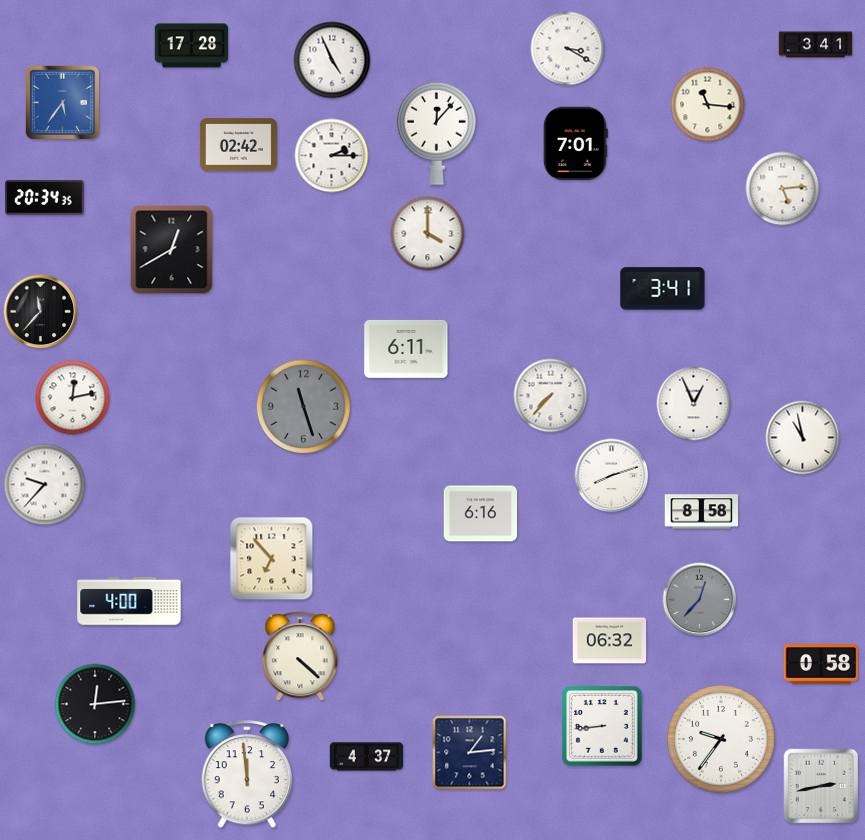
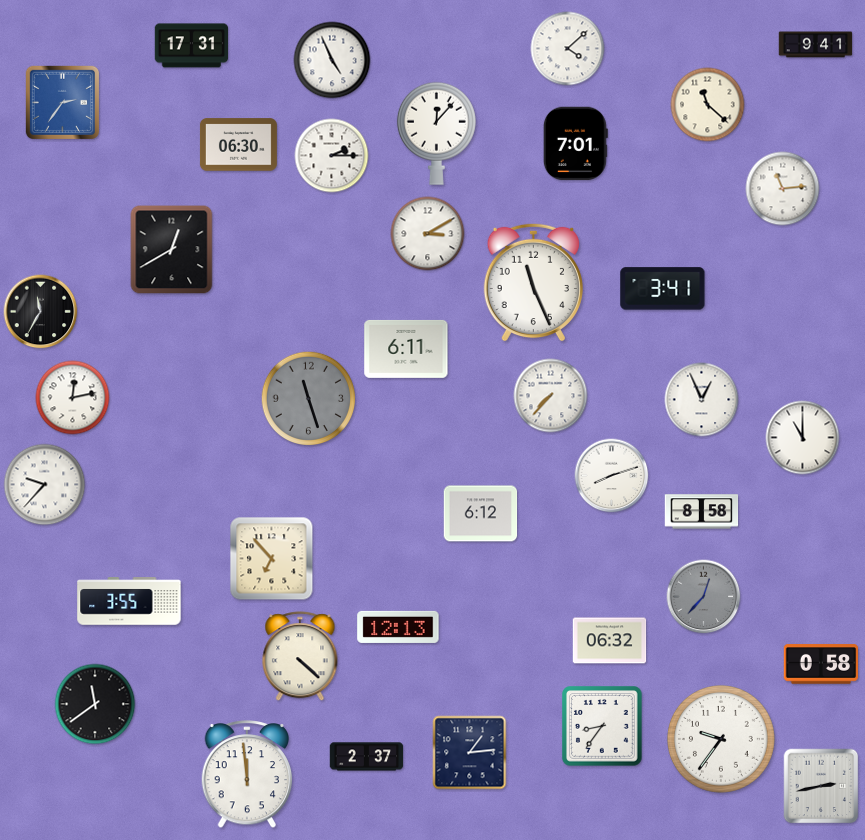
clock at (816, 45): 3:41 -> 9:41
clock at (192, 46): 17:28 -> 17:31
clock at (568, 49): 3:20 -> 4:08
clock at (62, 102): 5:36 -> 2:36
clock at (708, 105): 11:16 -> 11:22
clock at (238, 145): 02:42 -> 06:30
clock at (783, 189): 5:14 -> 11:14
clock at (45, 198): 20:34 -> none
clock at (428, 234): 4:00 -> 3:10
clock at (533, 282): none -> 11:26
clock at (41, 312): 11:37 -> 11:35
clock at (694, 404) position: (694, 404) -> (702, 400)
clock at (304, 407) position: (304, 407) -> (309, 399)
clock at (803, 438): 10:58 -> 11:00
clock at (481, 514): 6:16 -> 6:12
clock at (700, 600) position: (700, 600) -> (704, 597)
clock at (129, 601): 4:00 -> 3:55
clock at (398, 627): none -> 12:13
clock at (95, 704): 12:14 -> 11:39
clock at (603, 727): 8:44 -> 8:36
clock at (367, 757): 4:37 -> 2:37
